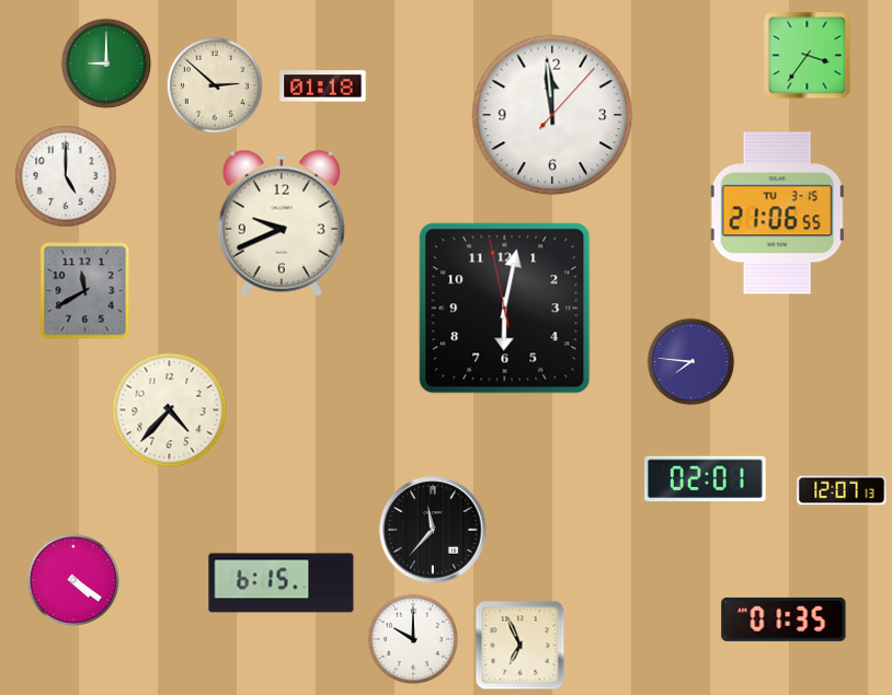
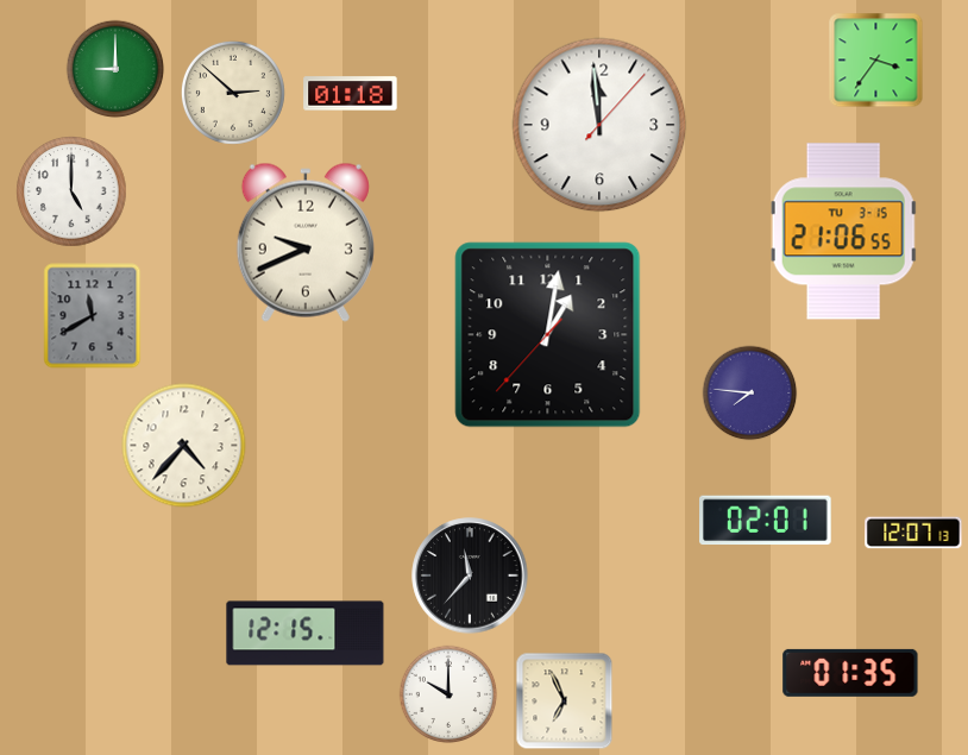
clock at (505, 309): 6:01 -> 1:01
clock at (72, 579): 4:21 -> none
clock at (282, 583): 6:15 -> 12:15
